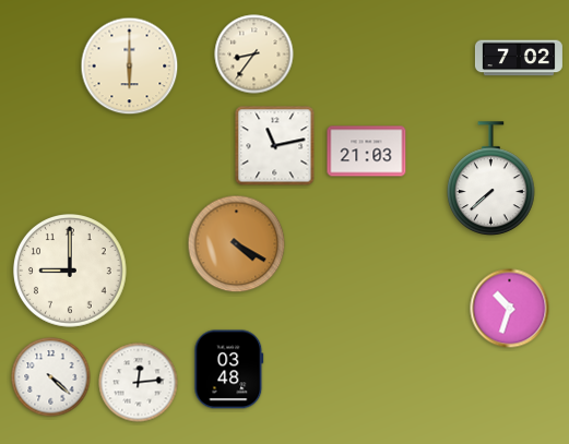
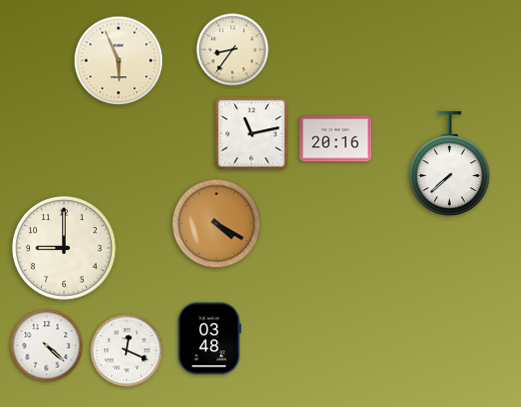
clock at (519, 58): 7:02 -> none
clock at (130, 67): 6:00 -> 5:56
clock at (367, 152): 21:03 -> 20:16
clock at (510, 309): 10:33 -> none
clock at (139, 383): 12:14 -> 12:19
